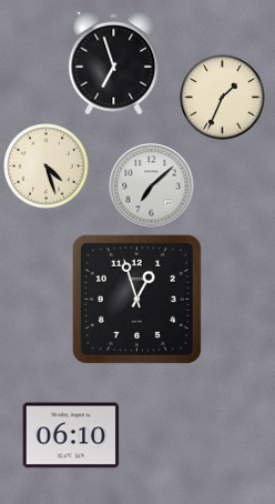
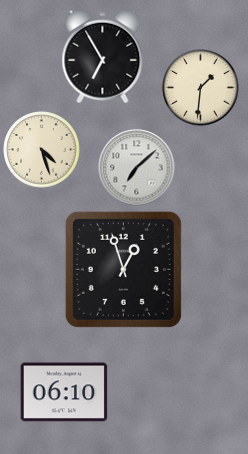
clock at (114, 63): 6:57 -> 6:55
clock at (223, 98): 1:34 -> 1:31
